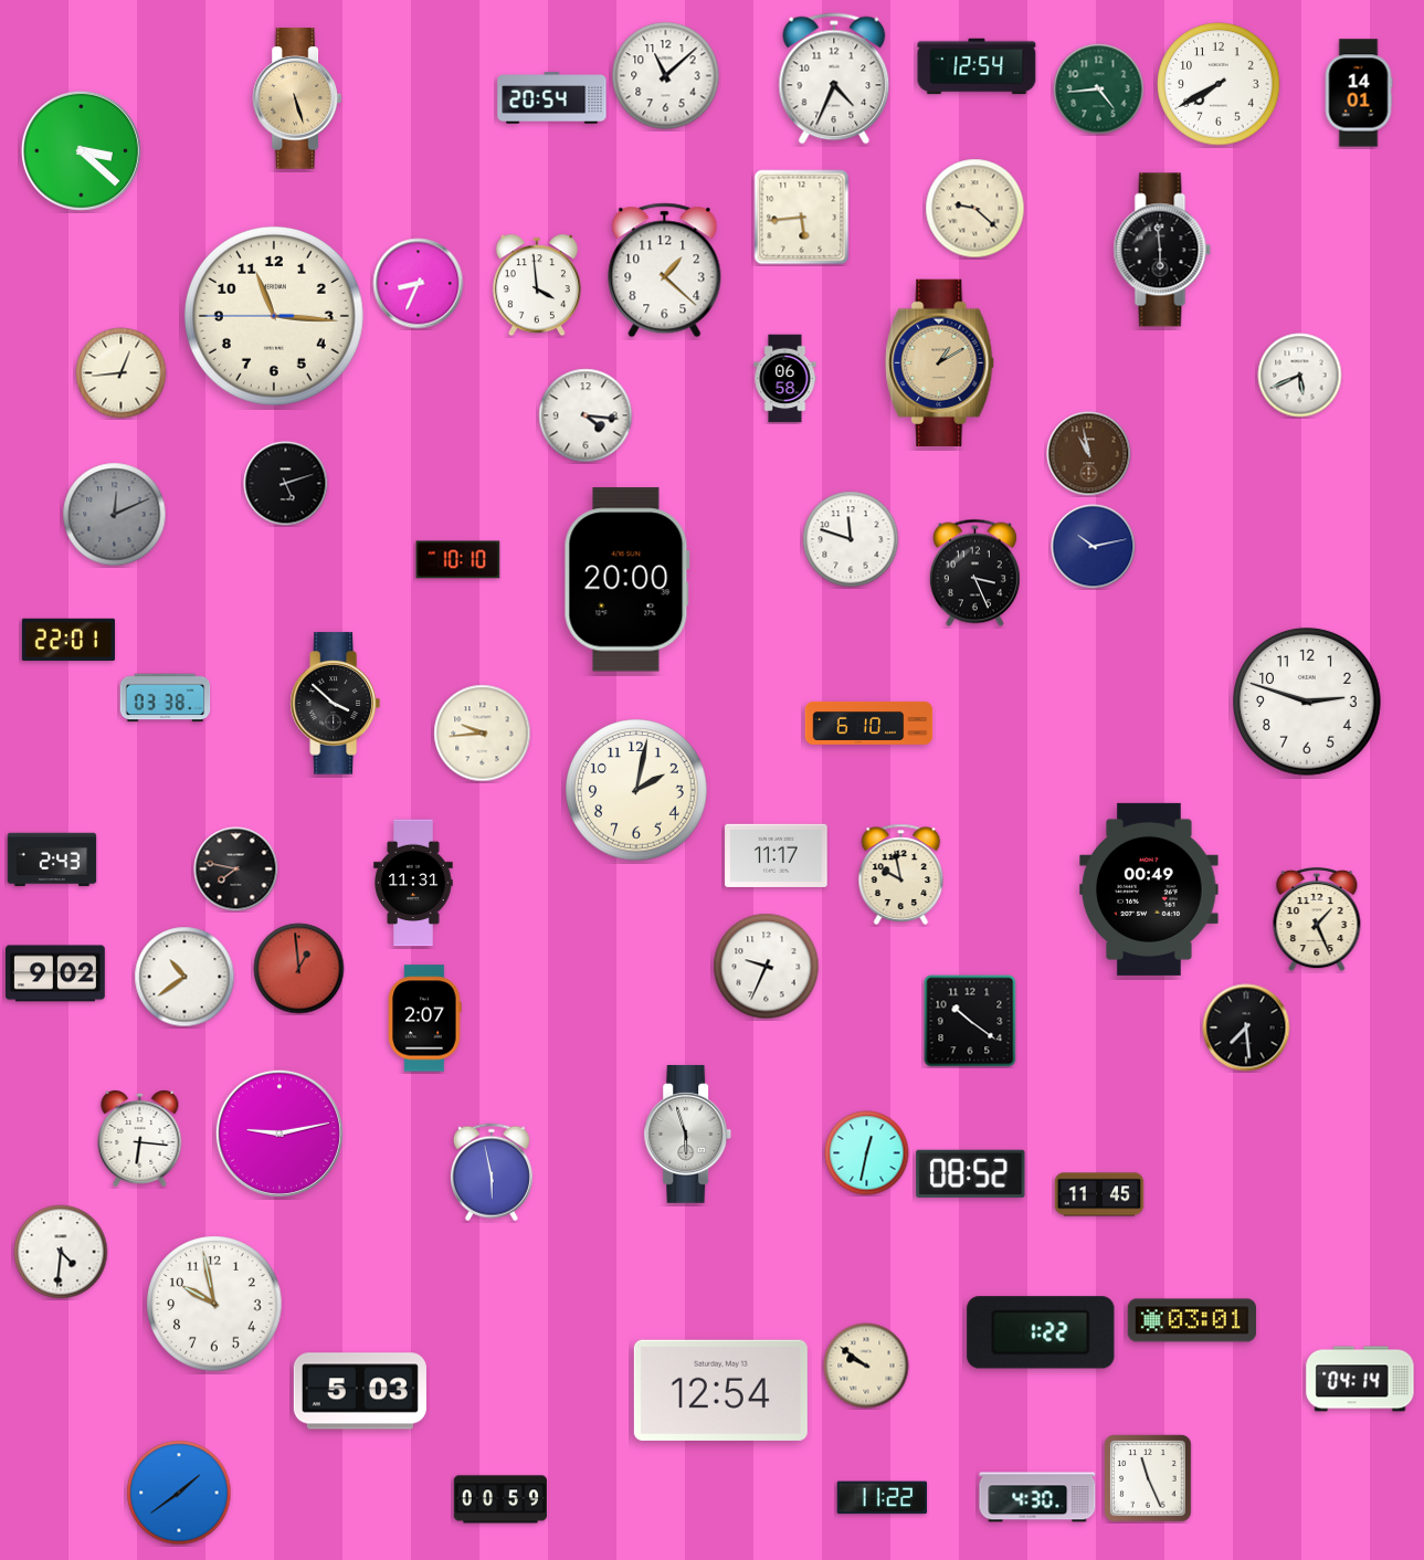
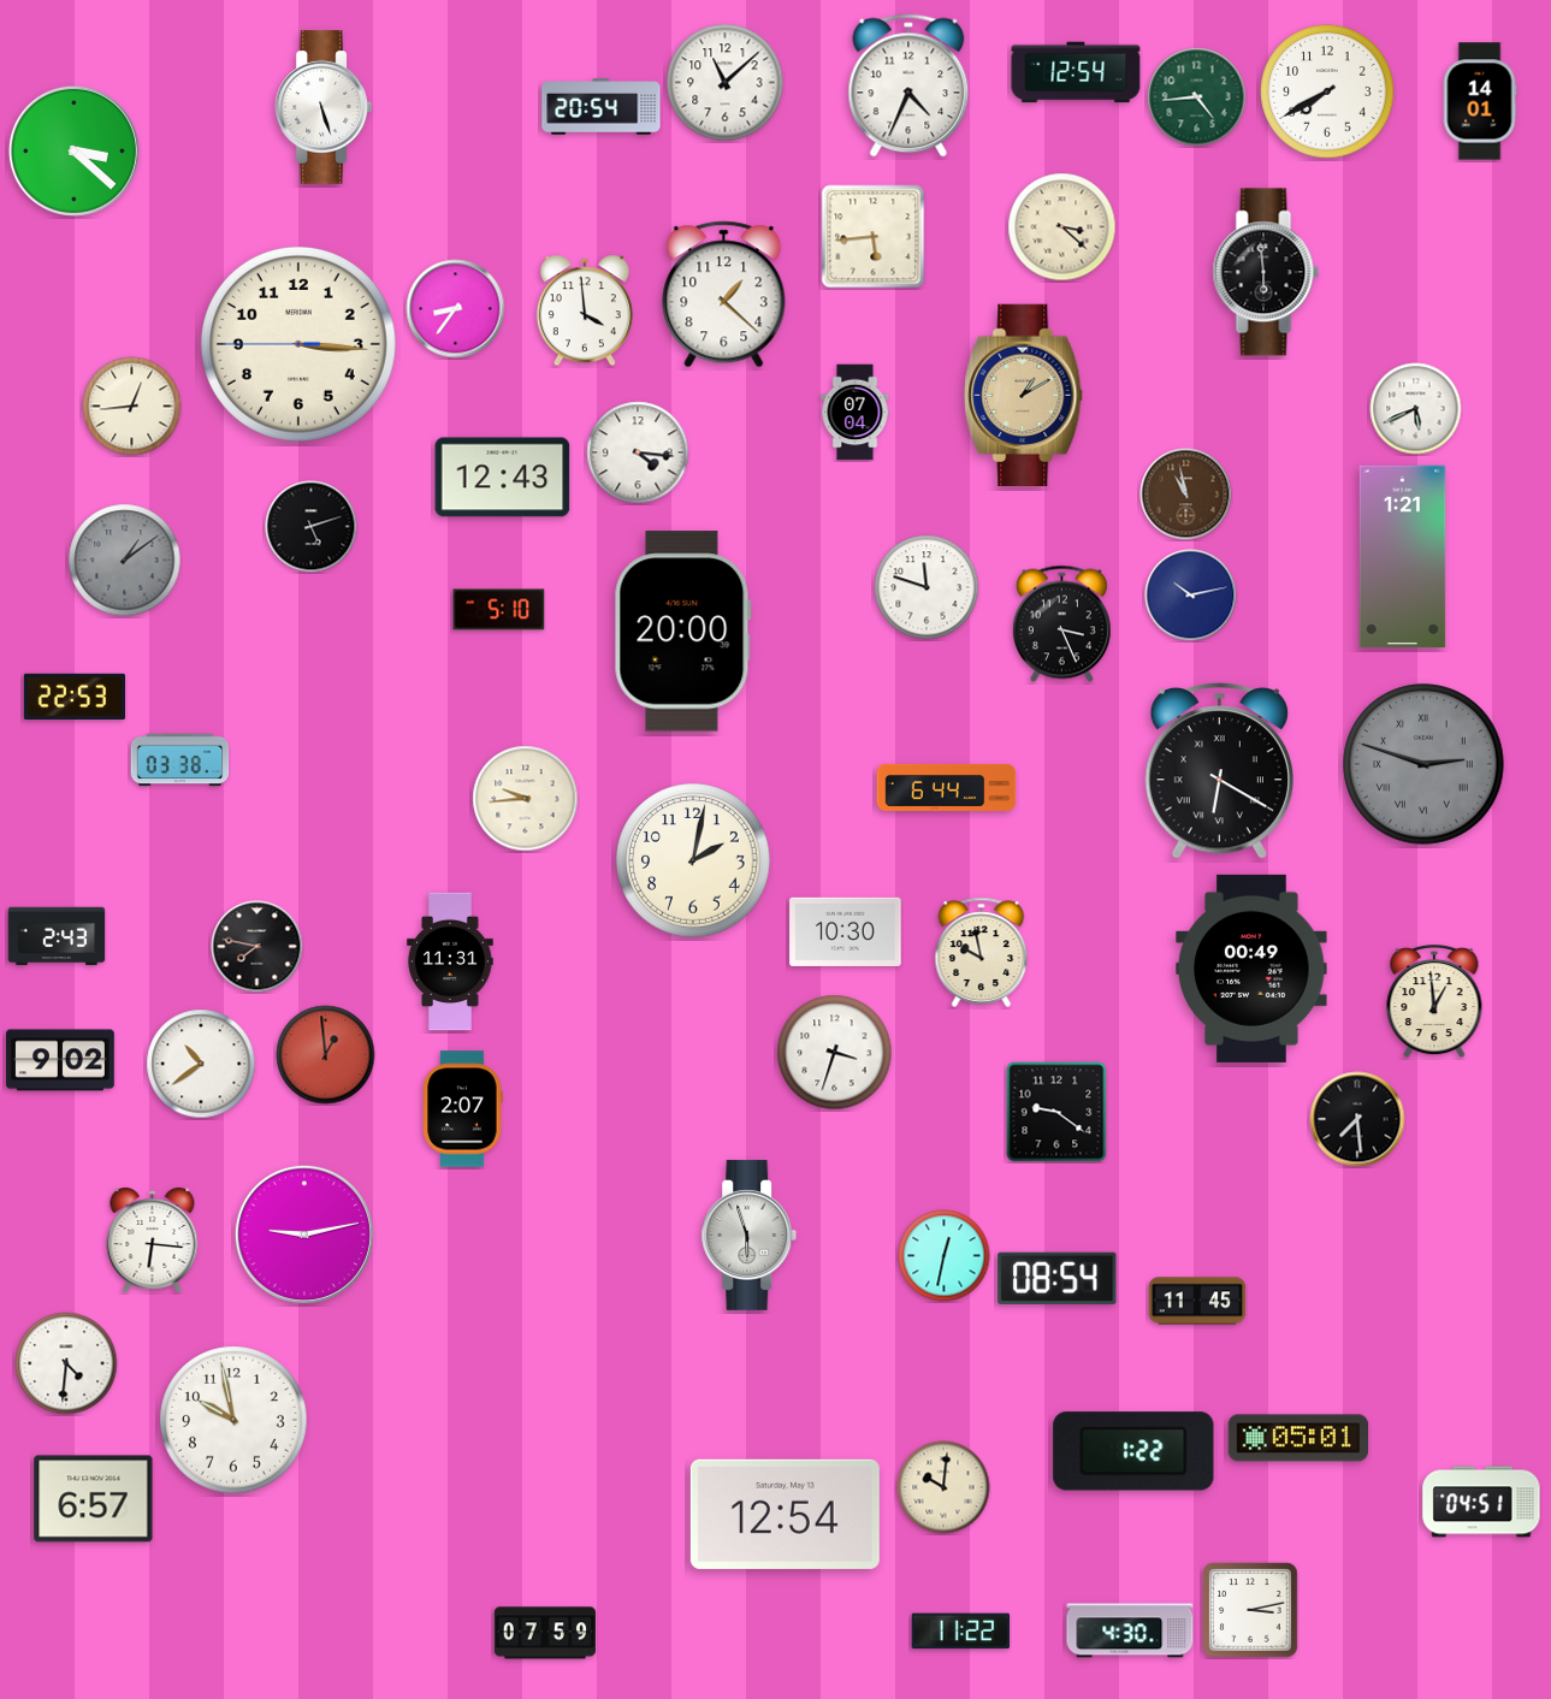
clock at (977, 66) position: (977, 66) -> (1076, 72)
clock at (296, 98) dial: champagne -> white
clock at (81, 150) position: (81, 150) -> (73, 150)
clock at (975, 209): 9:22 -> 3:22
clock at (419, 284): 8:34 -> 8:36
clock at (274, 316): 11:15 -> 3:15
clock at (785, 379): 06:58 -> 07:04
clock at (503, 478): none -> 12:43
clock at (1403, 557): none -> 1:21
clock at (115, 515): 12:11 -> 1:09
clock at (458, 560): 10:10 -> 5:10
clock at (67, 640): 22:01 -> 22:53
clock at (1307, 702) dial: white -> grey
clock at (1307, 702) numerals: Arabic -> Roman
clock at (335, 704): 3:52 -> none
clock at (1219, 771): none -> 6:20
clock at (869, 723): 6:10 -> 6:44
clock at (777, 855): 11:17 -> 10:30
clock at (1317, 919): 1:26 -> 12:59
clock at (767, 967): 9:34 -> 3:33
clock at (970, 1021): 10:21 -> 9:21
clock at (492, 1172): 5:58 -> none
clock at (971, 1173): 08:52 -> 08:54
clock at (1192, 1320): 03:01 -> 05:01
clock at (866, 1366): 9:51 -> 10:01
clock at (94, 1499): none -> 6:57
clock at (1360, 1379): 04:14 -> 04:51
clock at (360, 1391): 5:03 -> none
clock at (1148, 1478): 11:26 -> 3:13
clock at (179, 1493): 1:39 -> none
clock at (500, 1499): 00:59 -> 07:59
